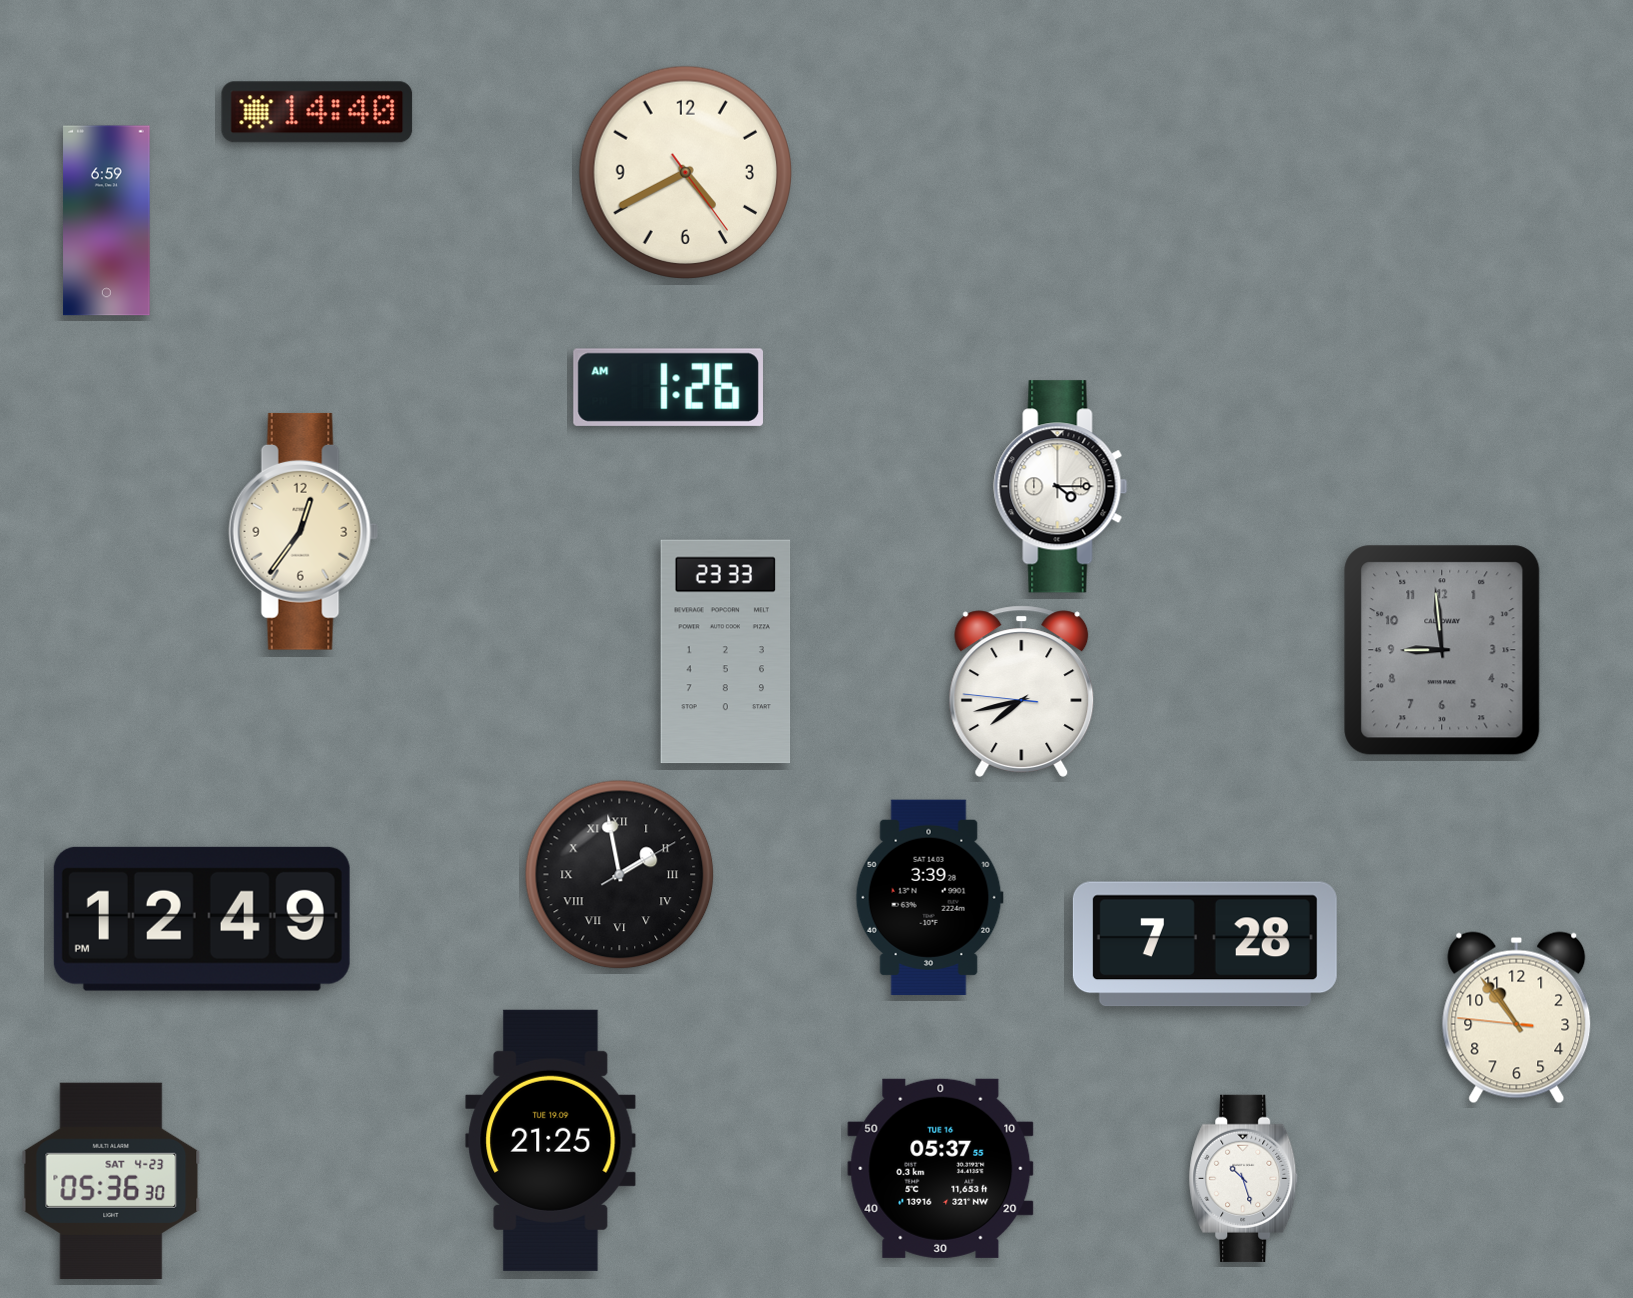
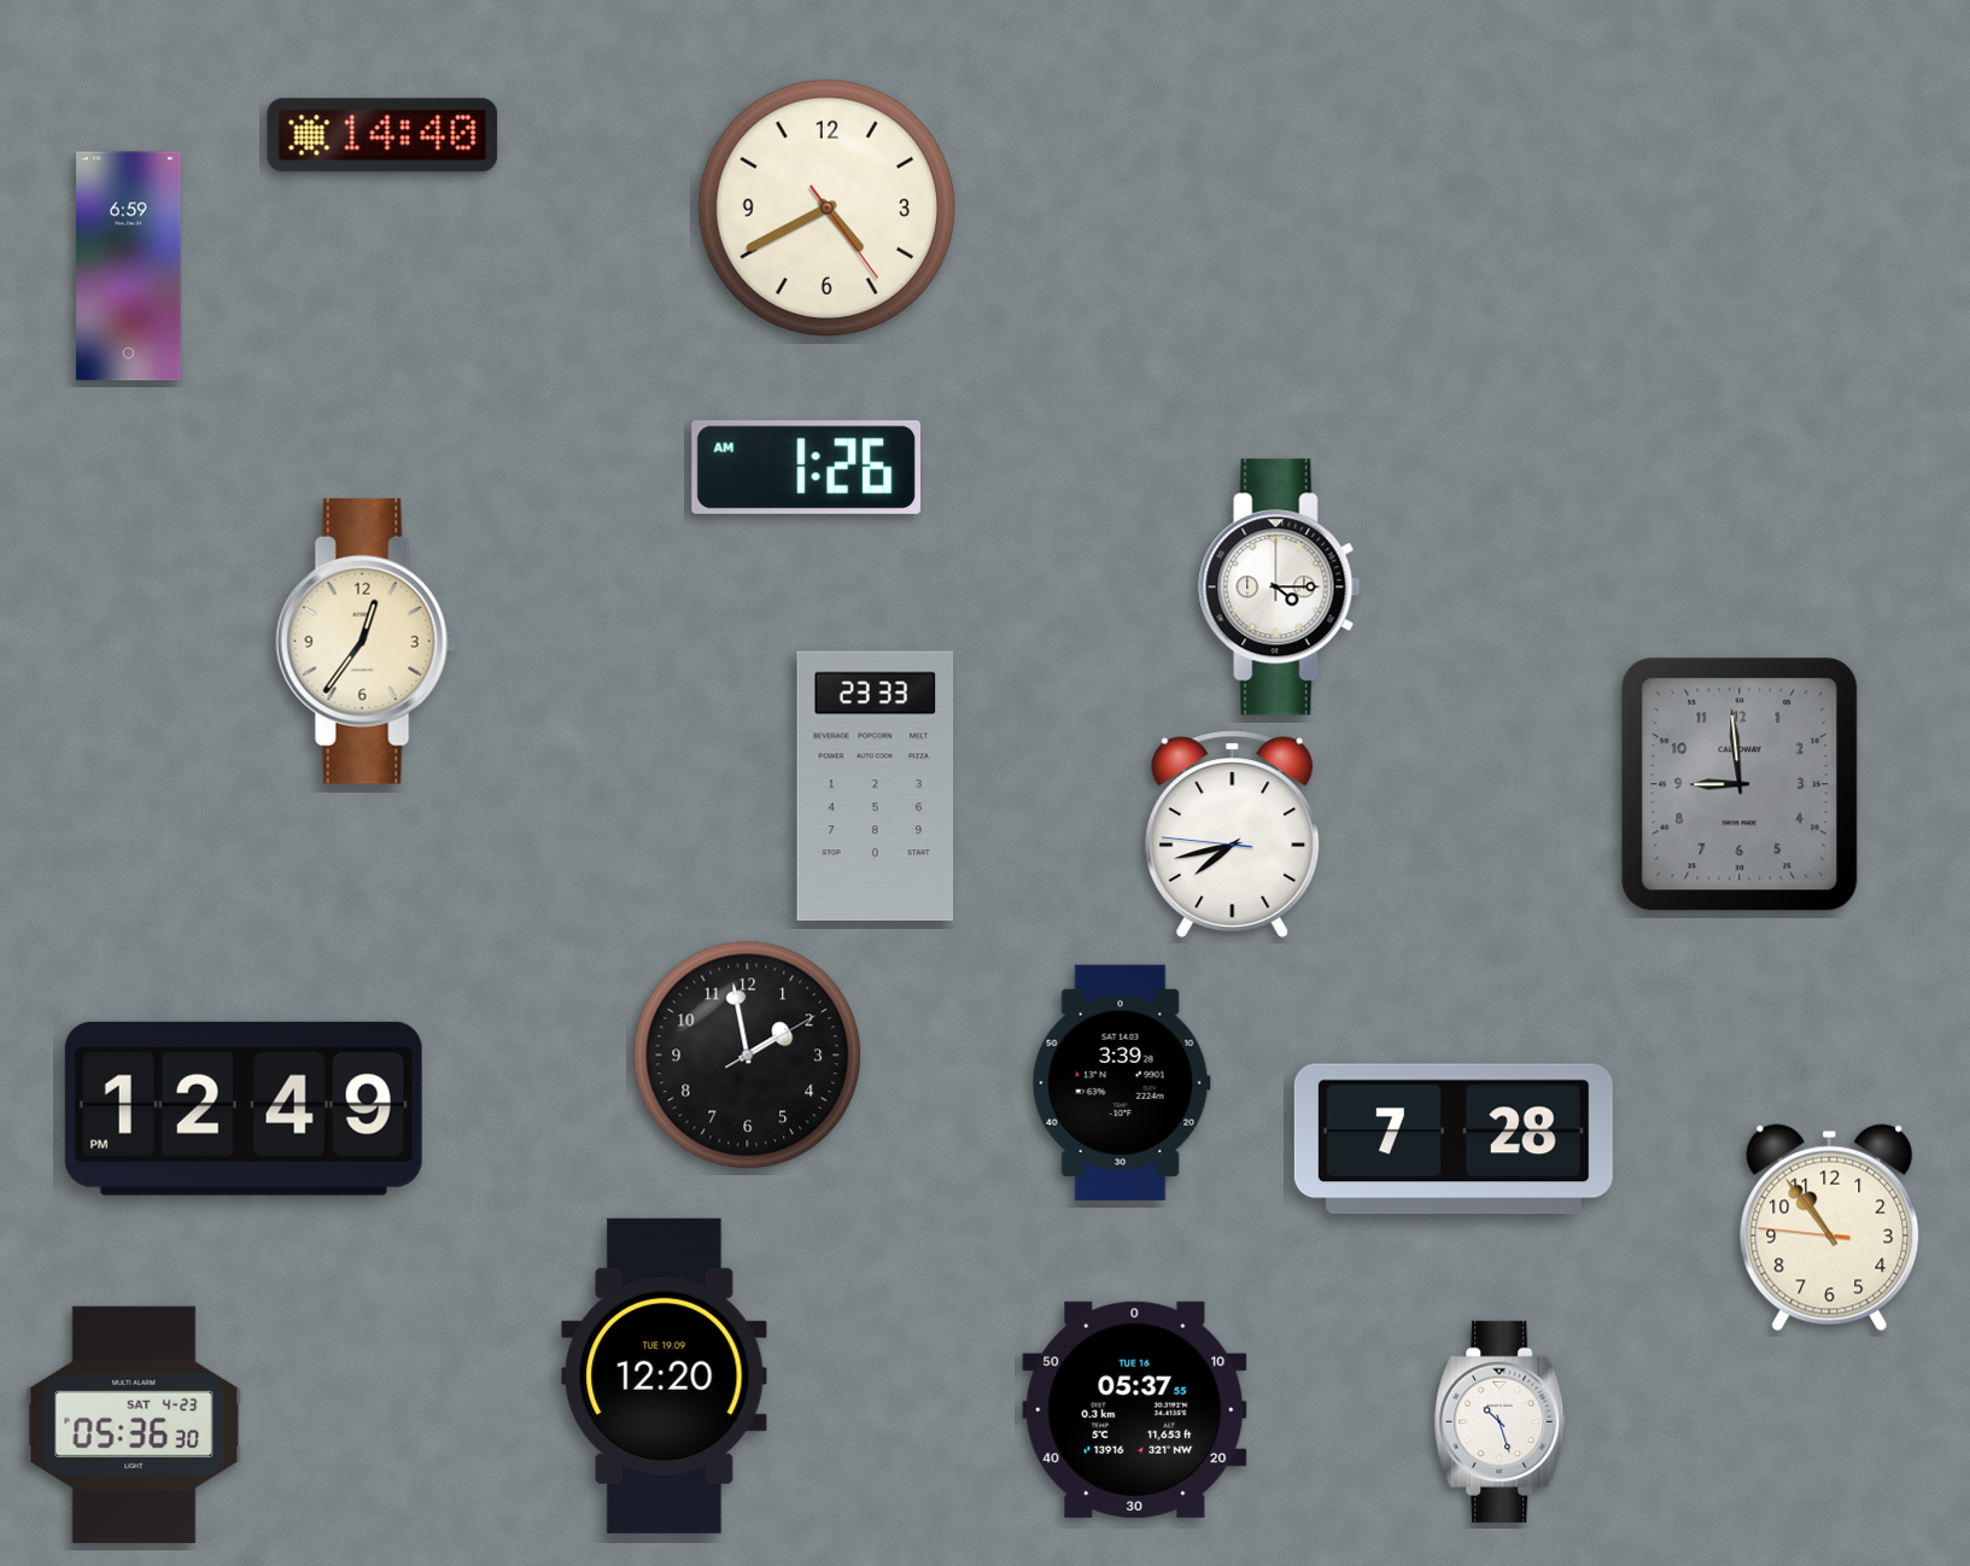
clock at (620, 875) numerals: Roman -> Arabic
clock at (551, 1140): 21:25 -> 12:20
